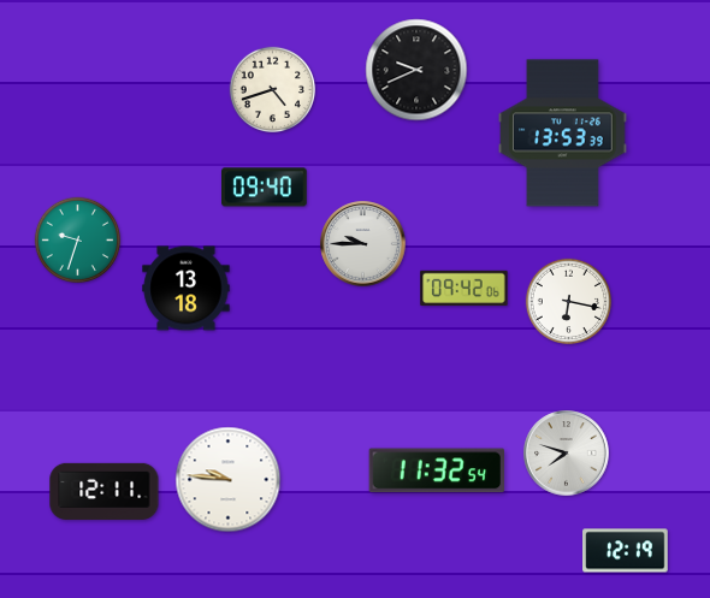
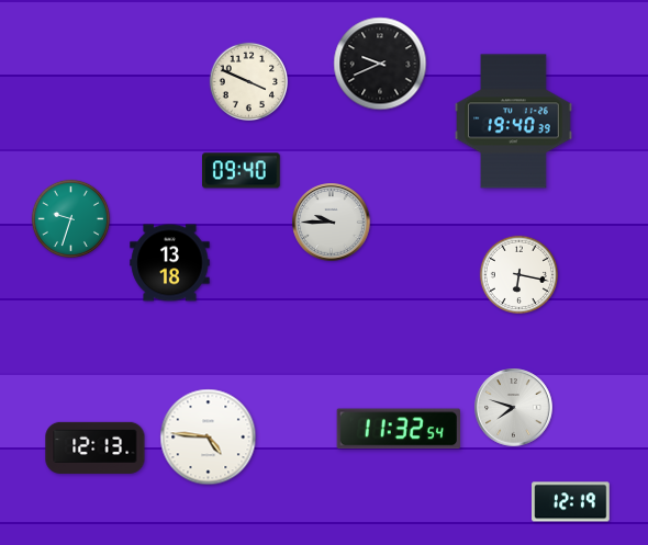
clock at (272, 89): 4:42 -> 3:49
clock at (563, 134): 13:53 -> 19:40
clock at (465, 288): 09:42 -> none
clock at (567, 454) position: (567, 454) -> (514, 408)
clock at (229, 480): 9:46 -> 4:46
clock at (105, 491): 12:11 -> 12:13
